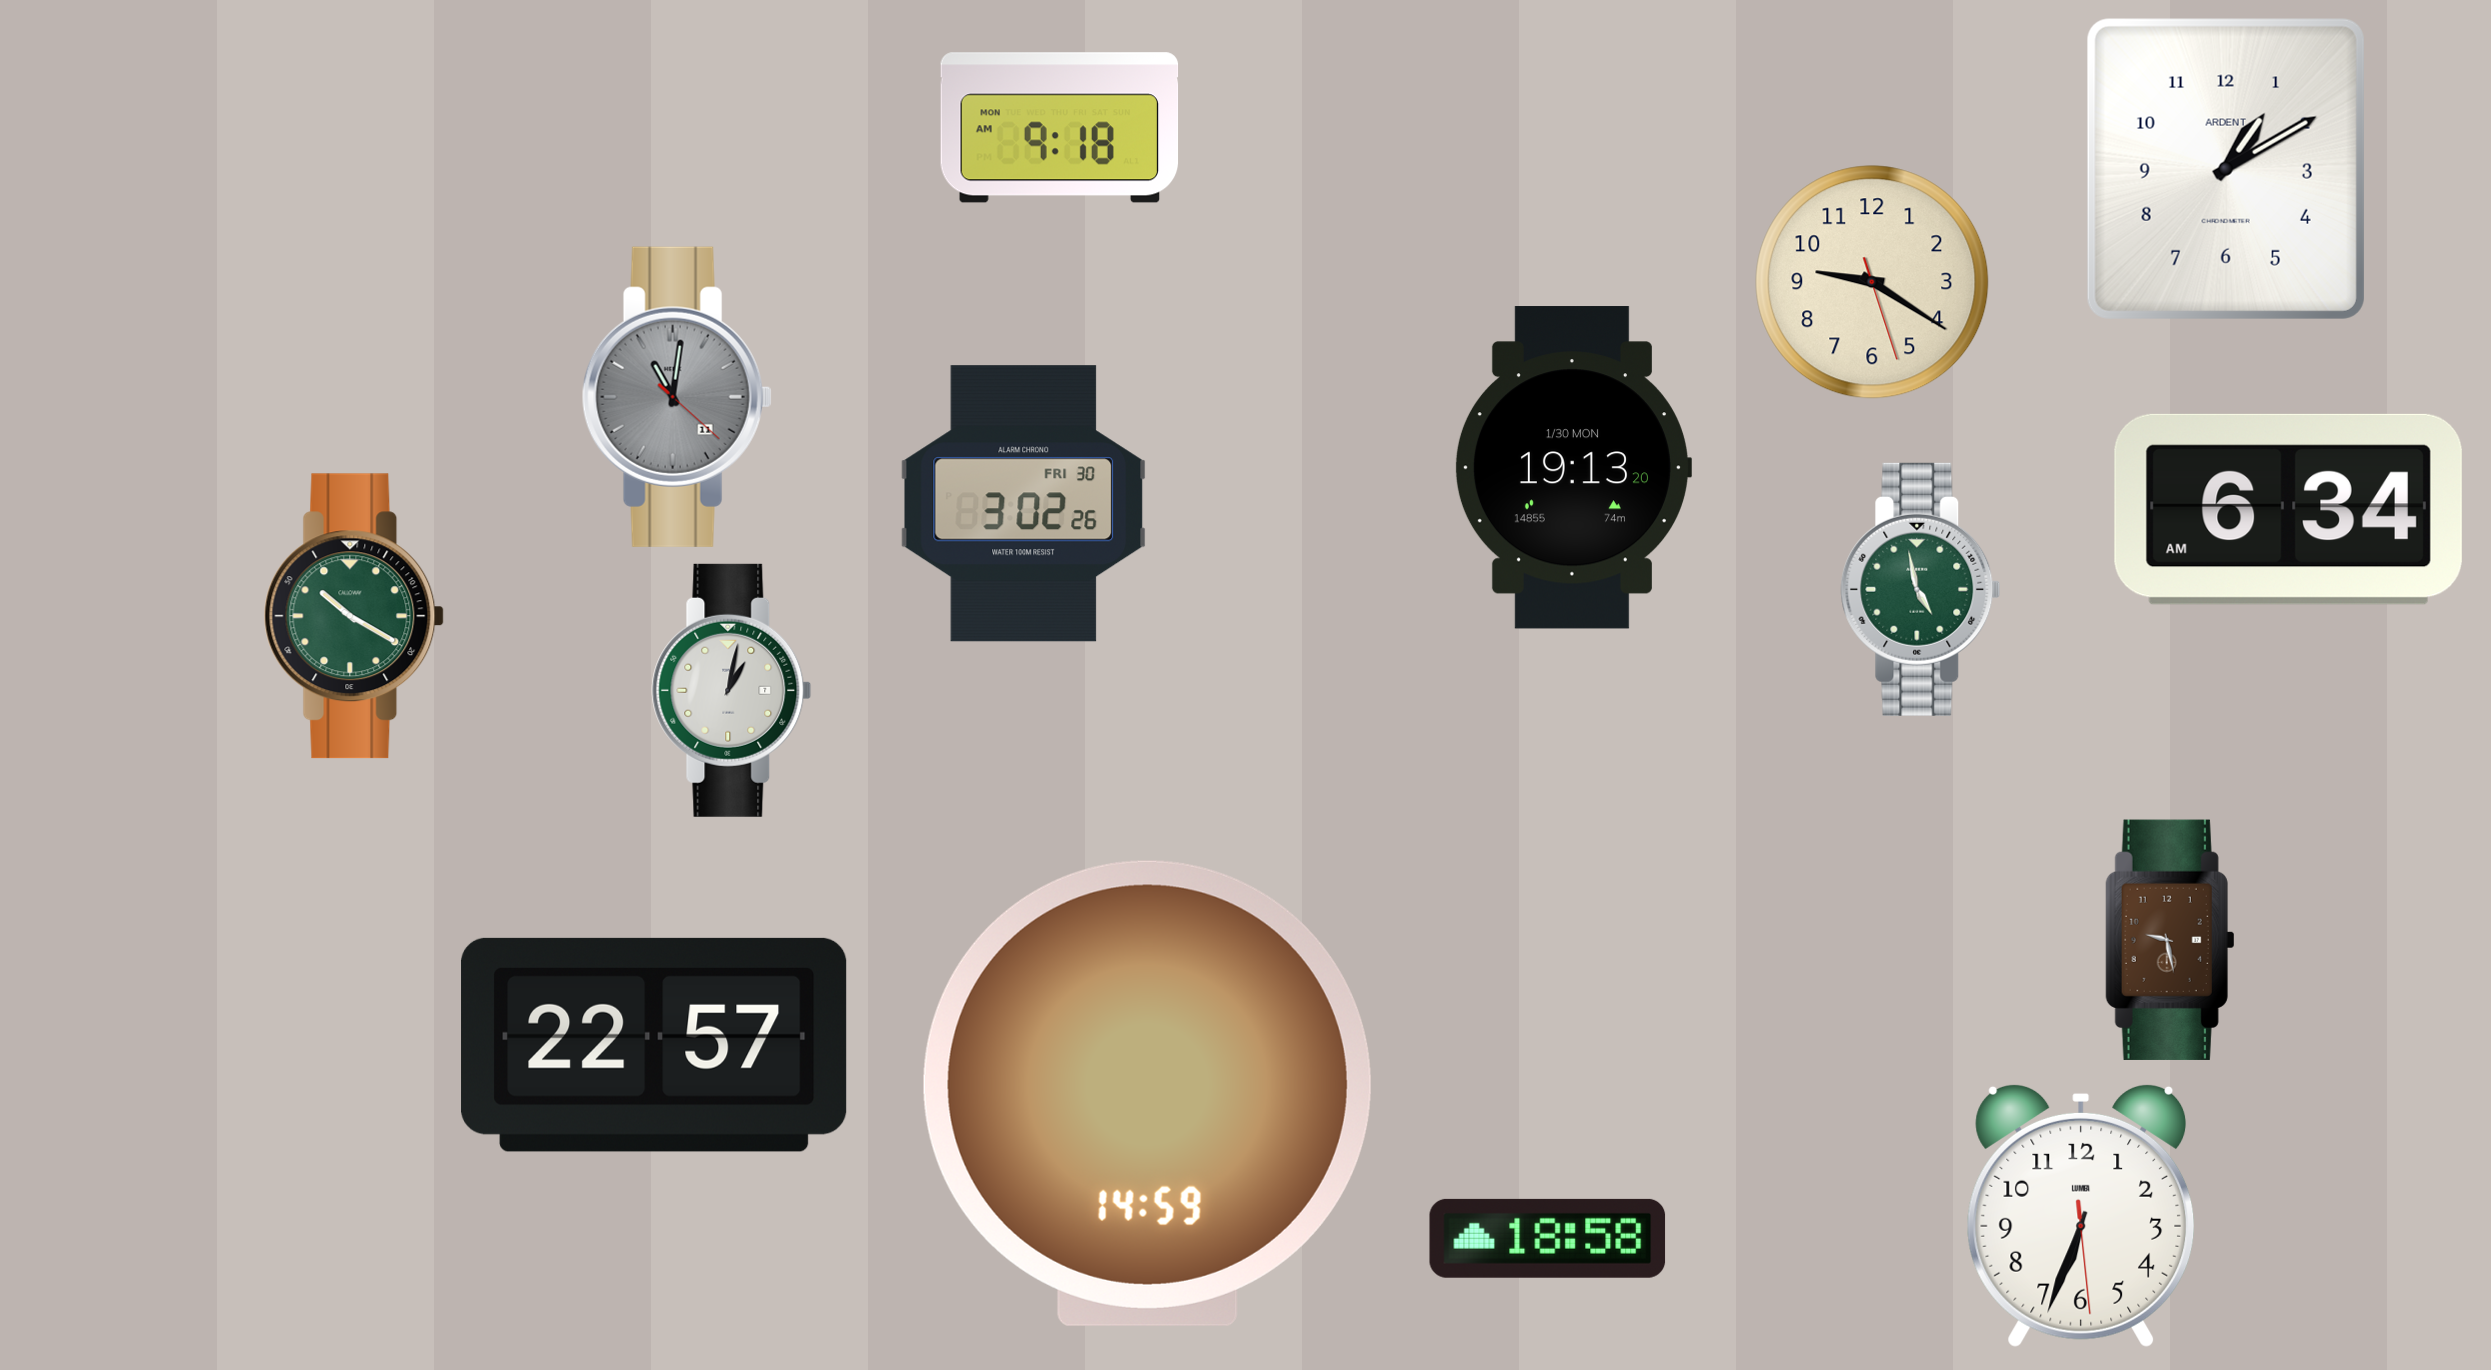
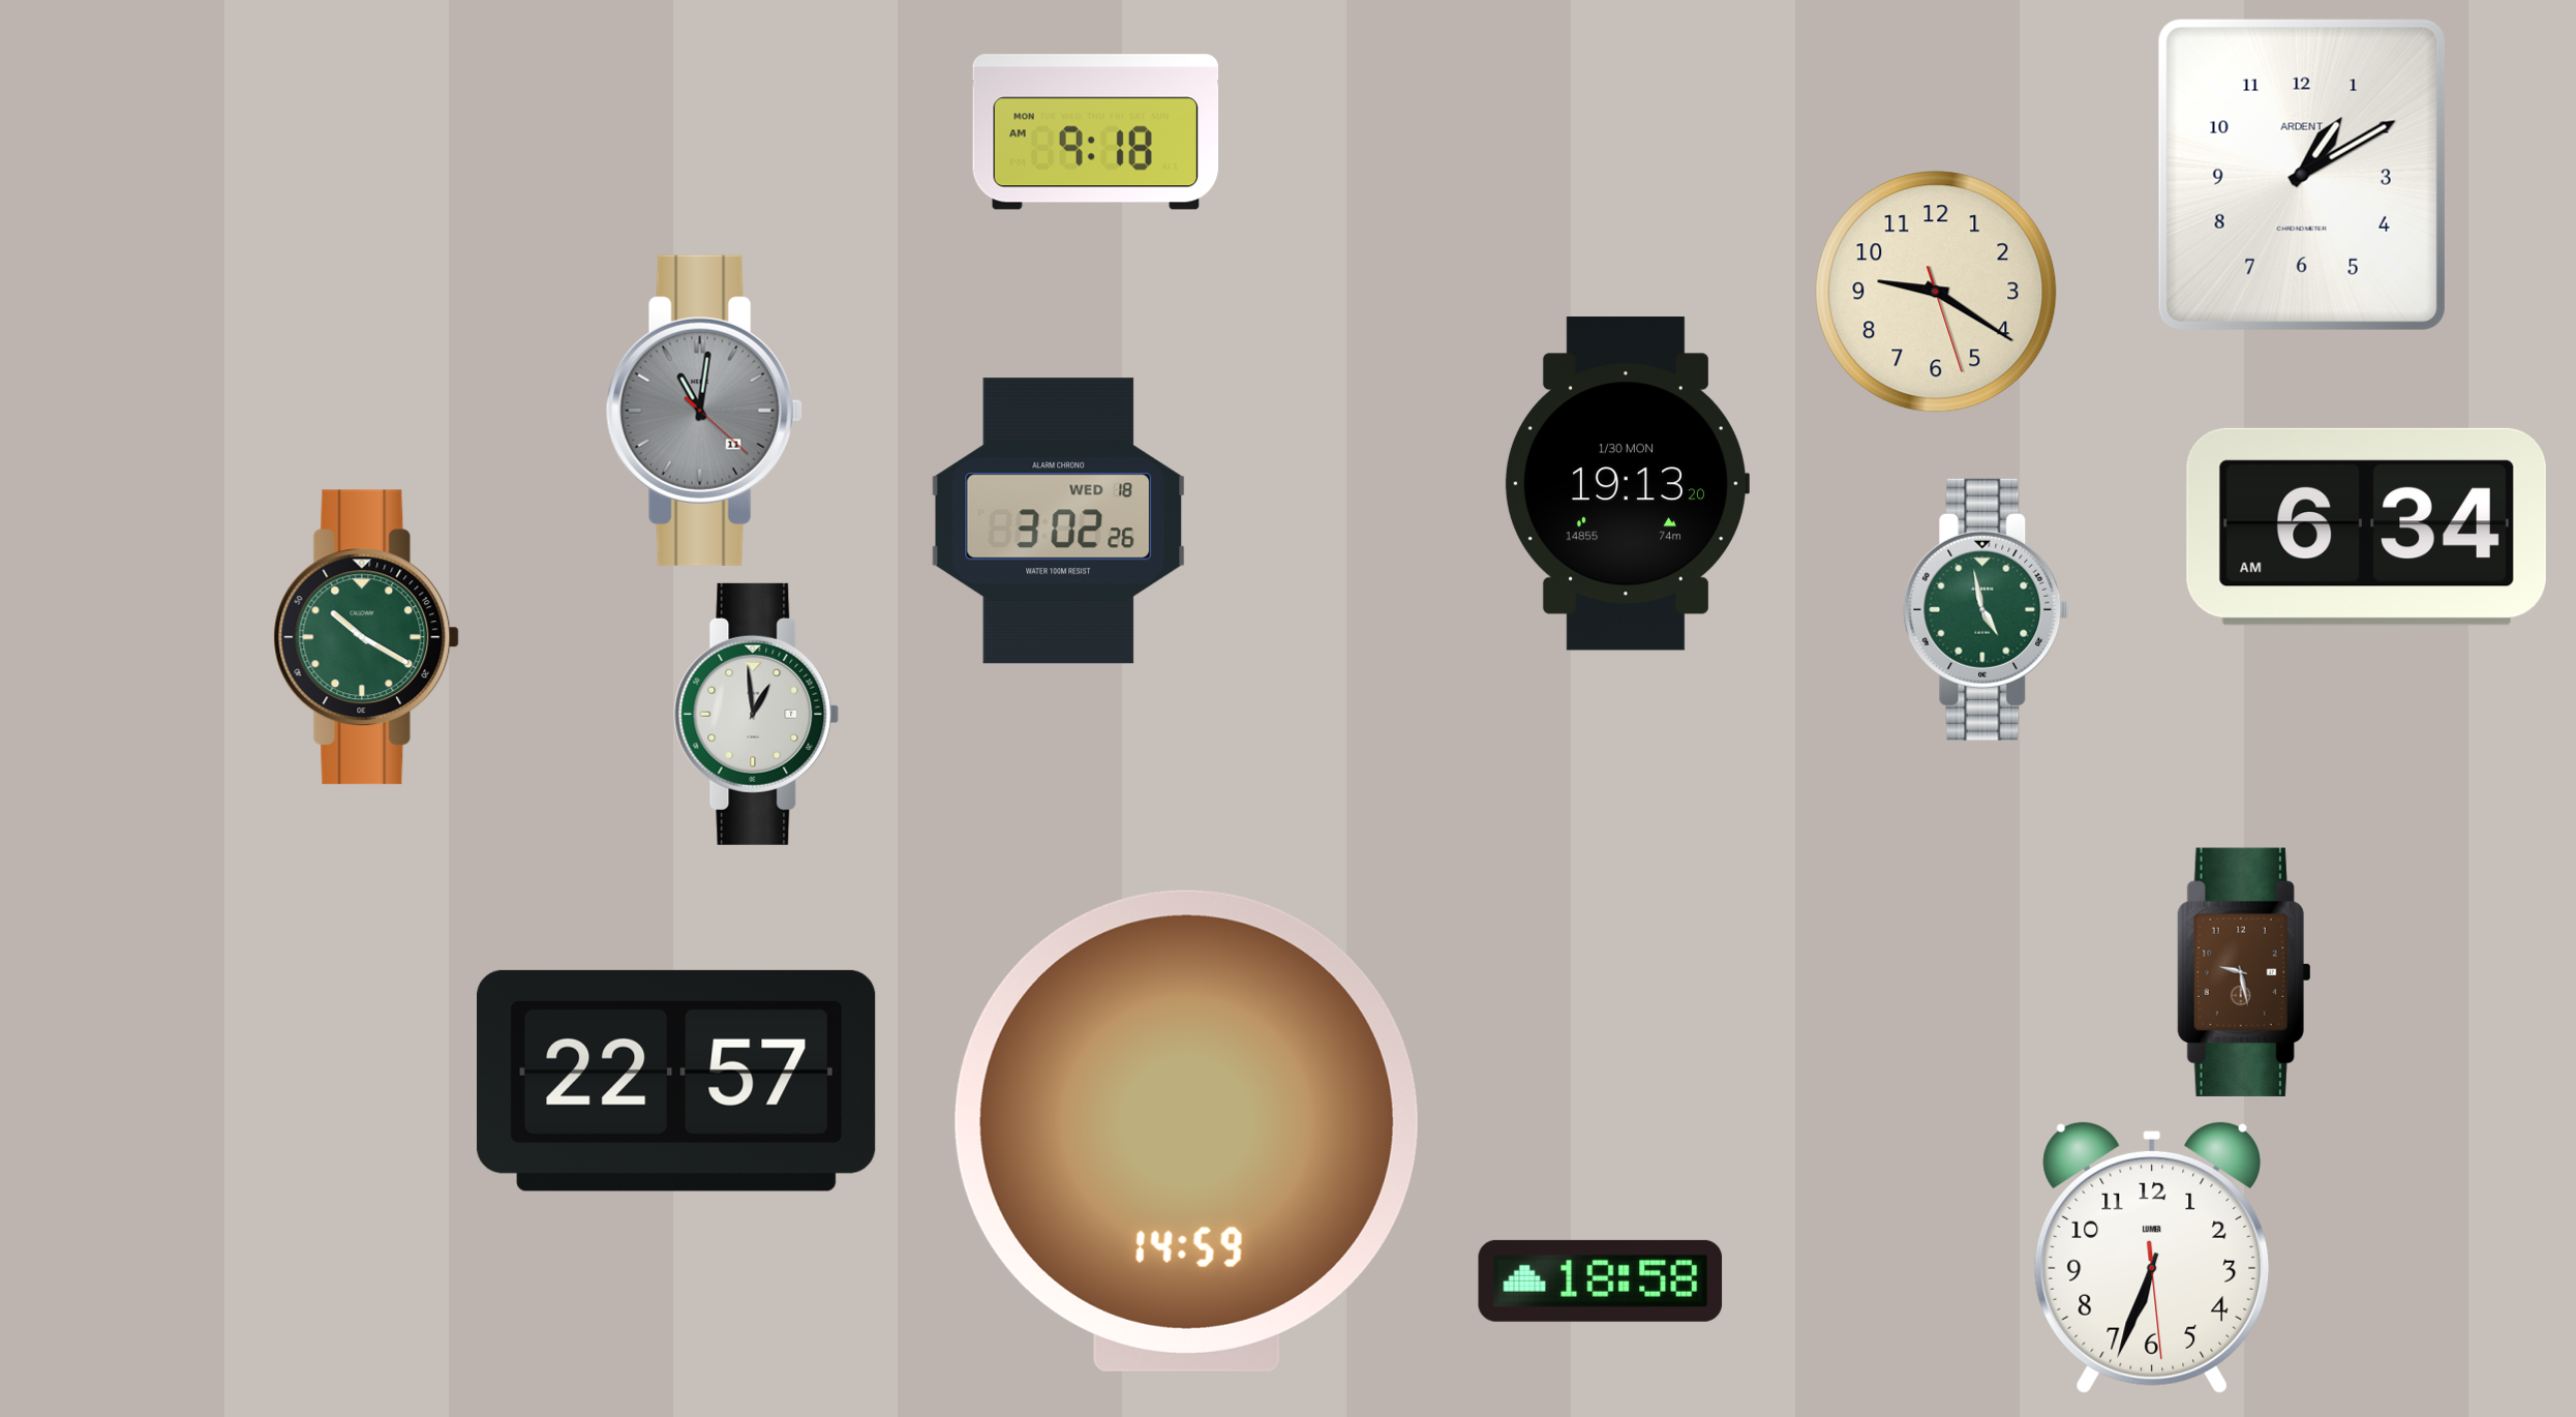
clock at (677, 397) position: (677, 397) -> (704, 411)
clock at (1024, 504) date: FRI 30 -> WED 18
clock at (732, 690): 1:02 -> 12:59
